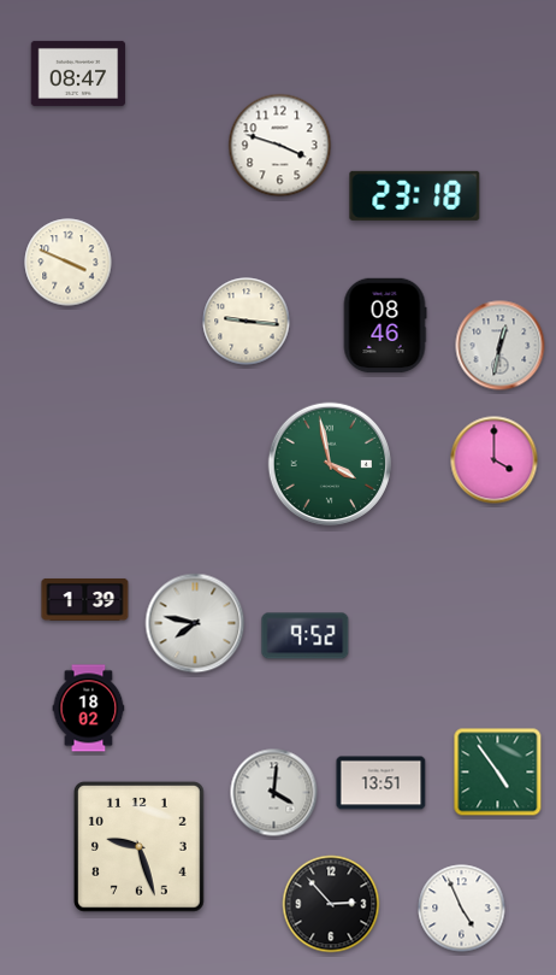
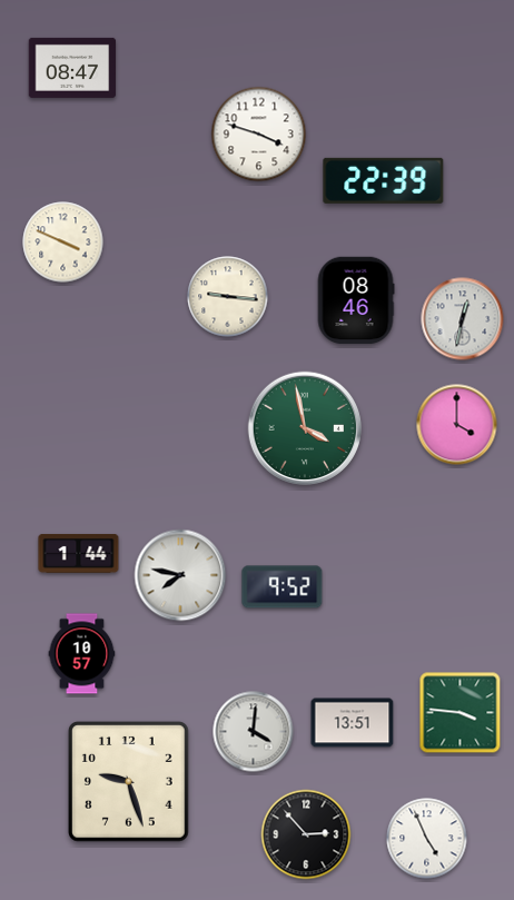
clock at (415, 195): 23:18 -> 22:39
clock at (85, 600): 1:39 -> 1:44
clock at (89, 709): 18:02 -> 10:57
clock at (498, 773): 4:54 -> 3:46
